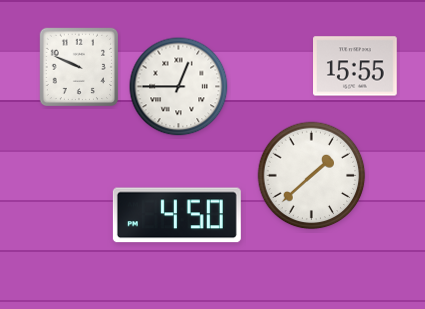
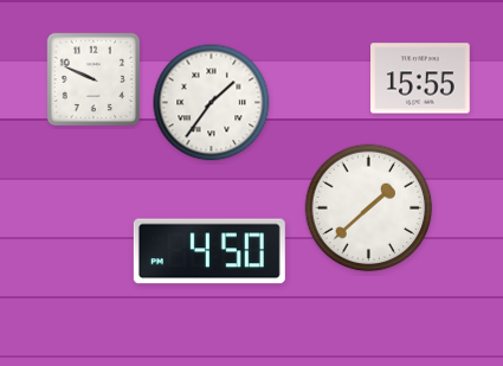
clock at (179, 87): 12:45 -> 1:36
clock at (177, 215) position: (177, 215) -> (209, 251)
